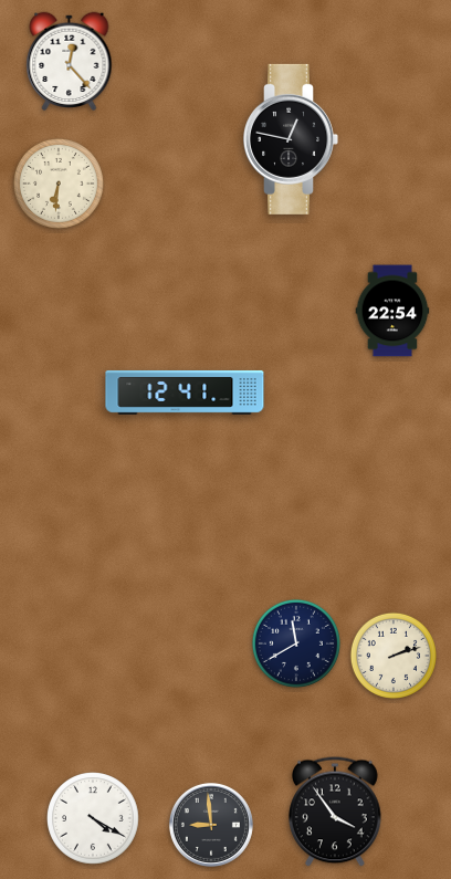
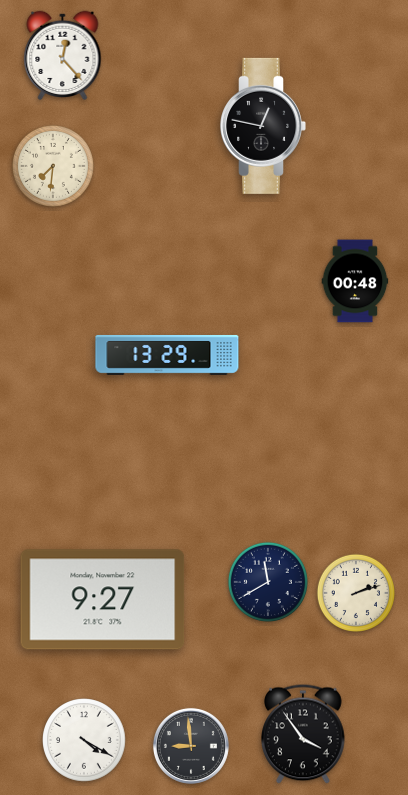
clock at (59, 184): 6:31 -> 7:31
clock at (392, 311): 22:54 -> 00:48
clock at (185, 393): 12:41 -> 13:29
clock at (103, 600): none -> 9:27
